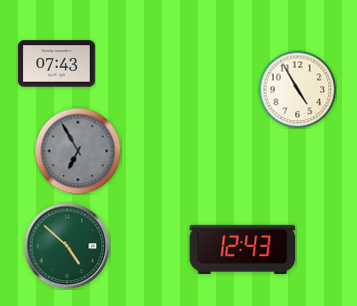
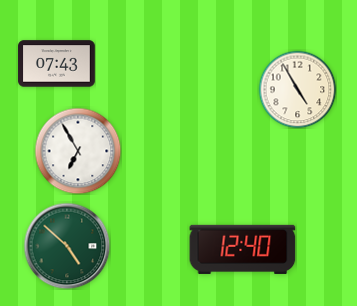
clock at (78, 151) dial: grey -> white
clock at (243, 249): 12:43 -> 12:40
